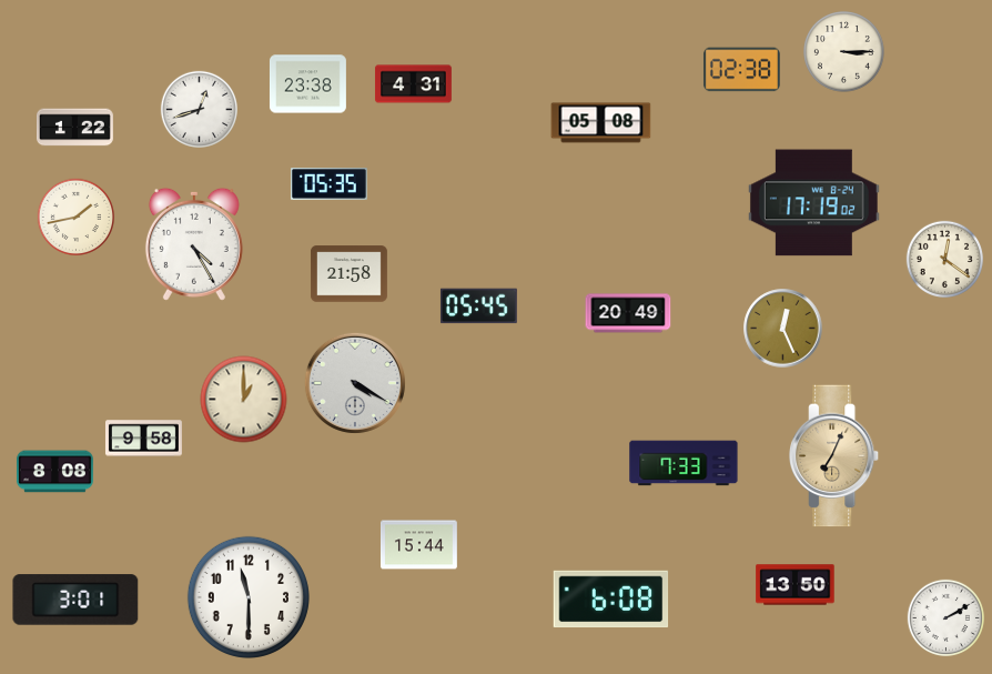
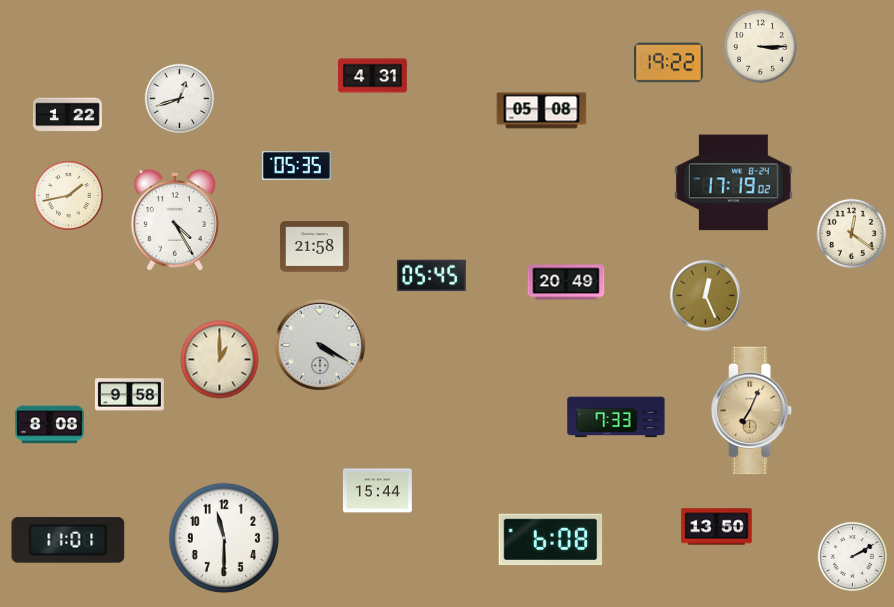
clock at (741, 70): 02:38 -> 19:22
clock at (307, 84): 23:38 -> none
clock at (75, 600): 3:01 -> 11:01
